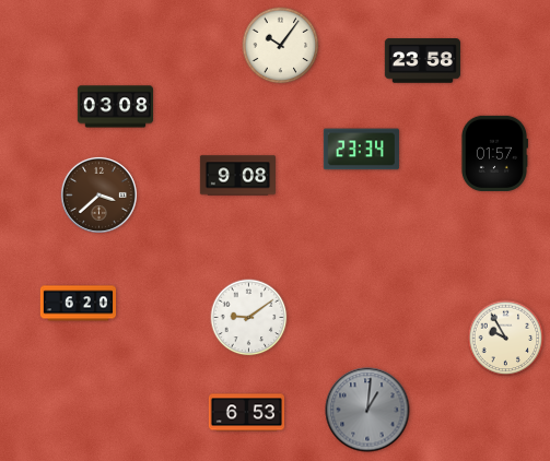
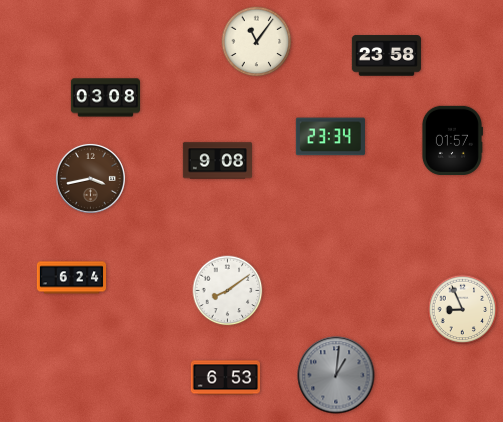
clock at (281, 46): 10:06 -> 11:06
clock at (98, 194): 3:38 -> 3:43
clock at (78, 304): 6:20 -> 6:24
clock at (249, 318): 9:09 -> 8:09
clock at (506, 339): 9:55 -> 8:56
